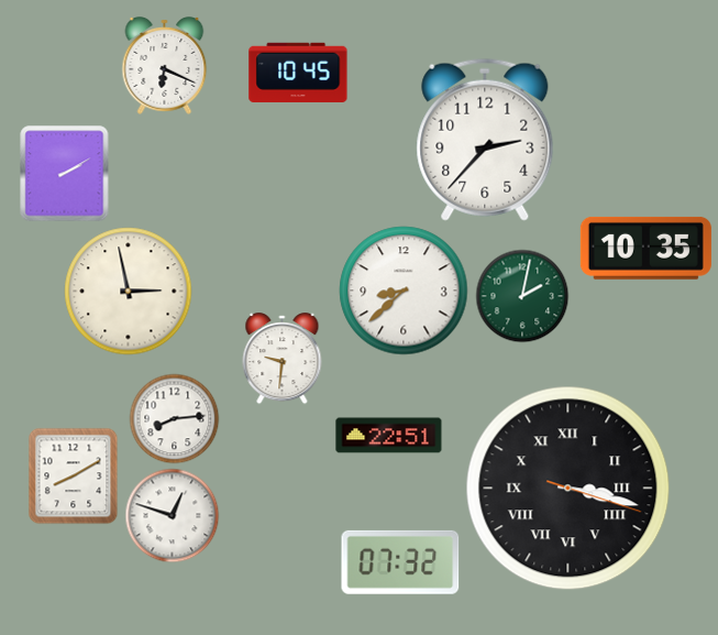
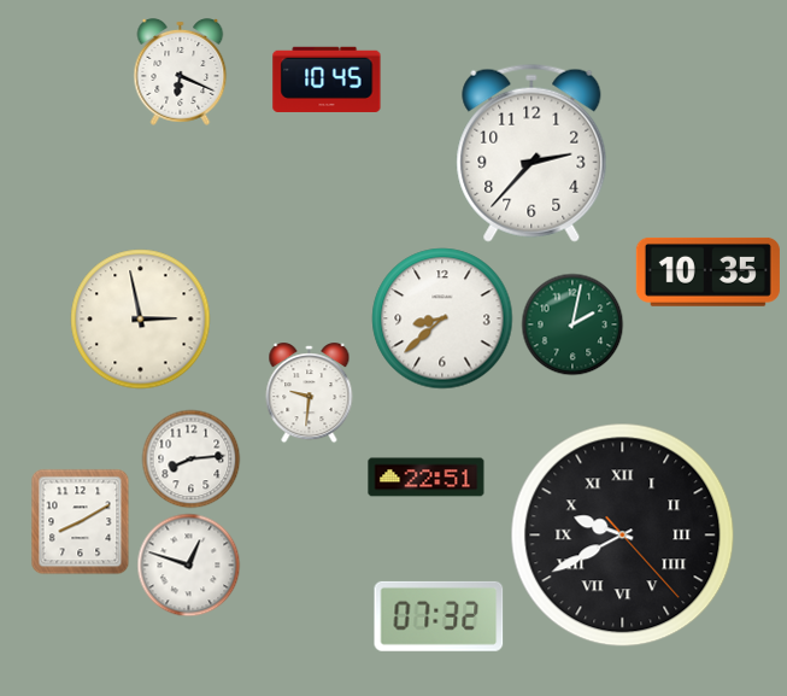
clock at (65, 173): 2:10 -> none
clock at (568, 489): 3:17 -> 9:40
